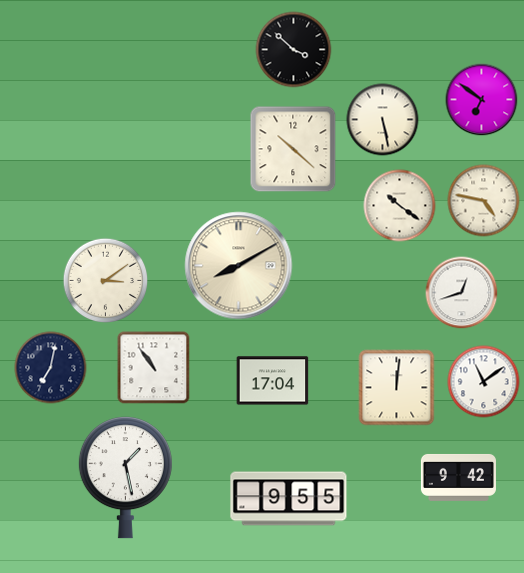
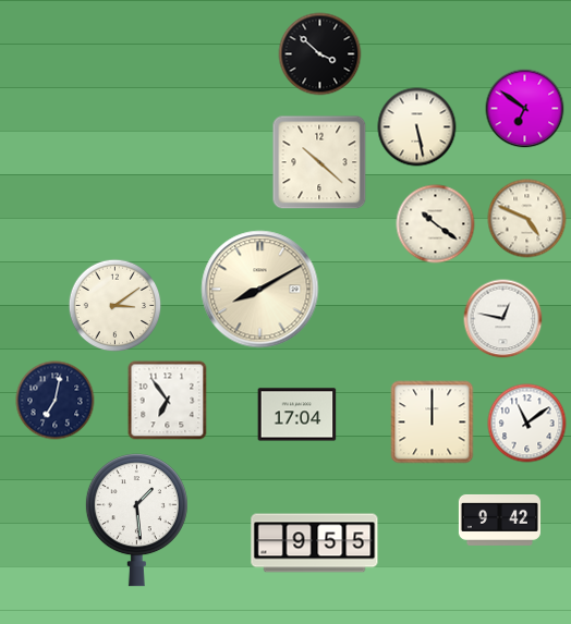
clock at (383, 120) position: (383, 120) -> (417, 127)
clock at (484, 201): 4:47 -> 4:49
clock at (462, 293): 12:42 -> 12:47
clock at (154, 368): 10:54 -> 6:54
clock at (484, 382) position: (484, 382) -> (527, 424)
clock at (397, 388): 12:01 -> 12:00
clock at (125, 478): 1:28 -> 1:29
